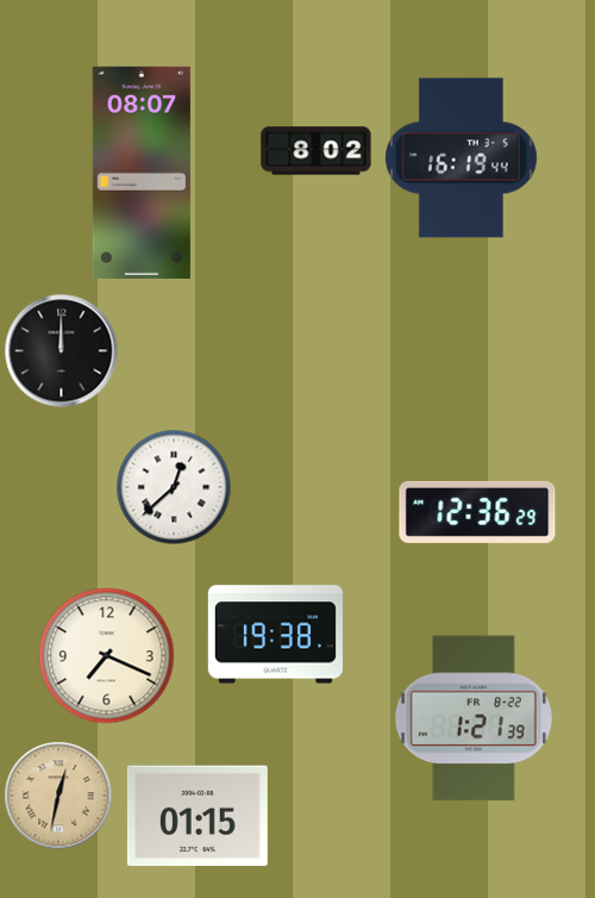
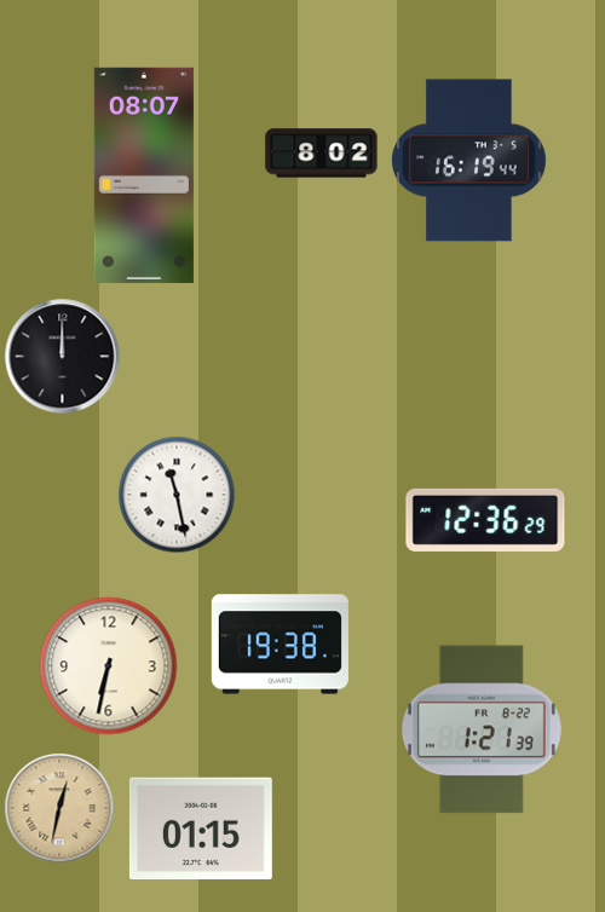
clock at (174, 487): 12:38 -> 11:28
clock at (107, 656): 7:19 -> 6:32
